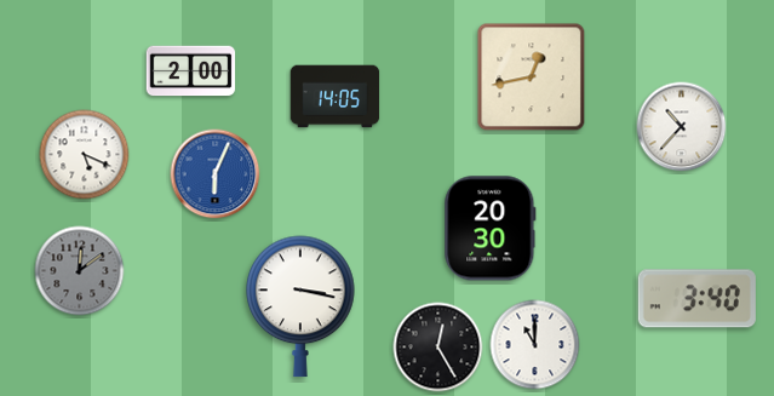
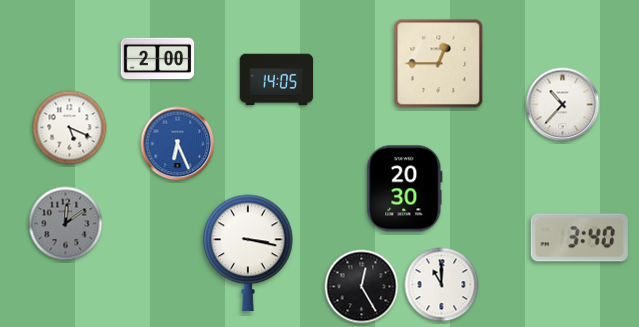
clock at (532, 78): 12:43 -> 12:45
clock at (216, 174): 6:04 -> 6:26
clock at (696, 299) position: (696, 299) -> (579, 238)
